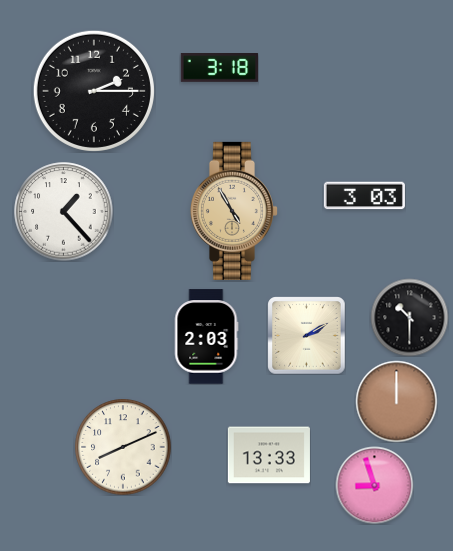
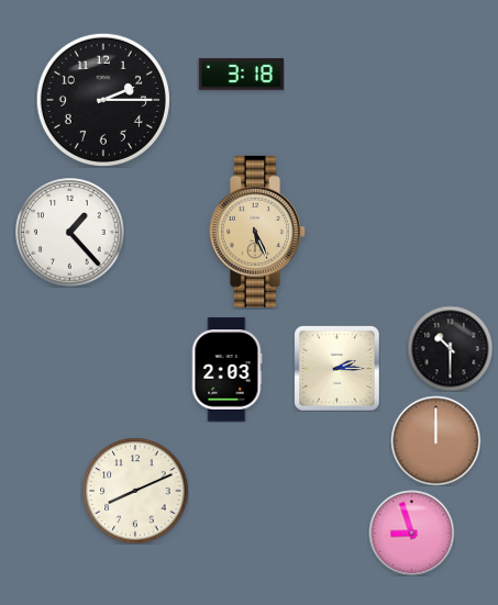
clock at (364, 196): 3:03 -> none
clock at (233, 211): 4:55 -> 5:26
clock at (306, 335): 2:10 -> 2:15
clock at (269, 455): 13:33 -> none
